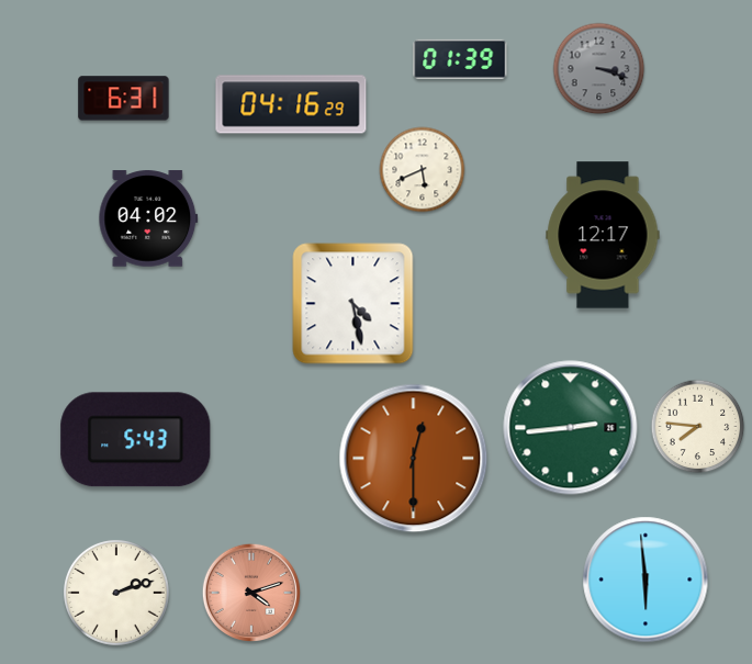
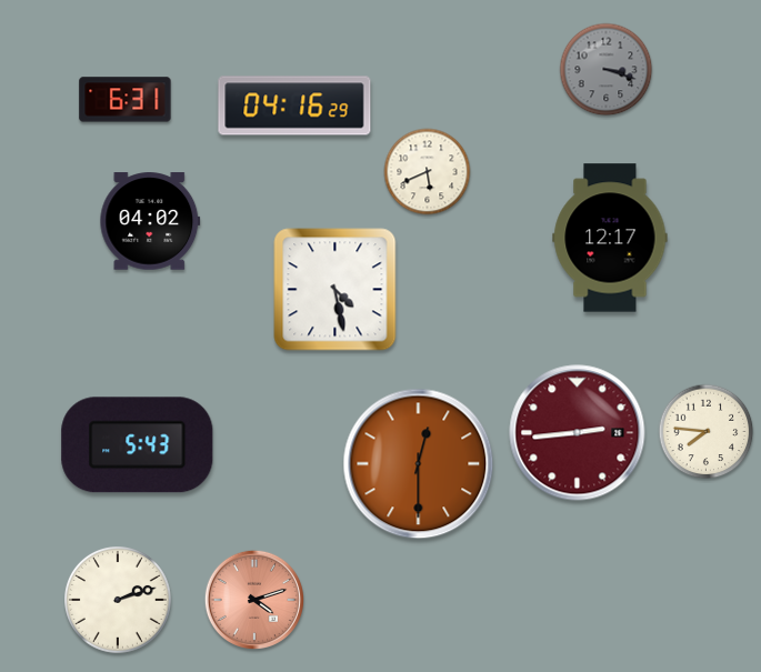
clock at (460, 59): 01:39 -> none
clock at (353, 304) position: (353, 304) -> (336, 290)
clock at (571, 428) dial: green -> burgundy
clock at (646, 579): 5:59 -> none
